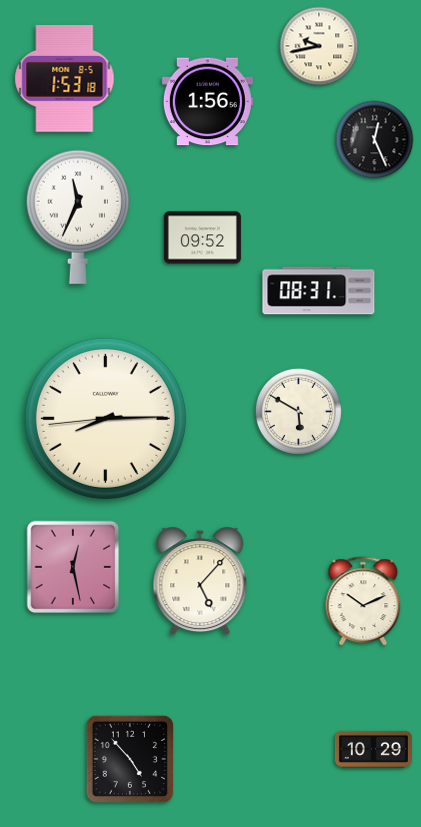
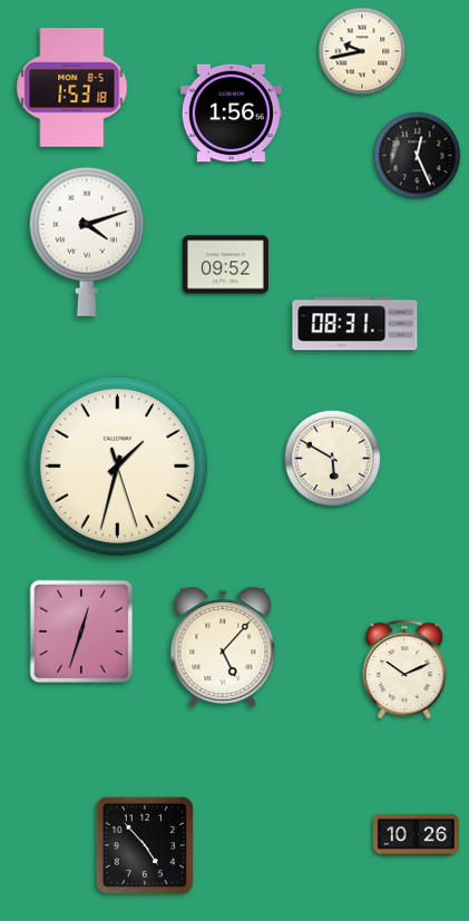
clock at (319, 46) position: (319, 46) -> (362, 51)
clock at (78, 217): 11:34 -> 4:12
clock at (105, 418): 8:14 -> 1:32
clock at (73, 567): 12:28 -> 12:33
clock at (373, 749): 10:29 -> 10:26
